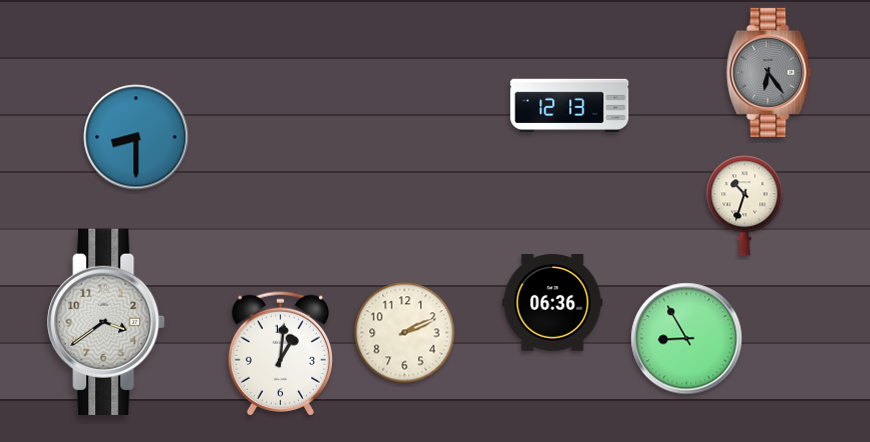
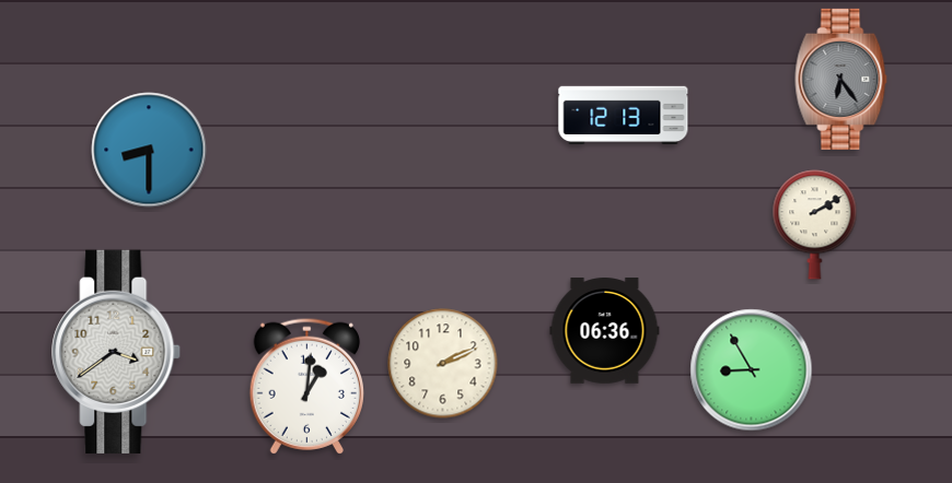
clock at (745, 206): 10:33 -> 2:10
